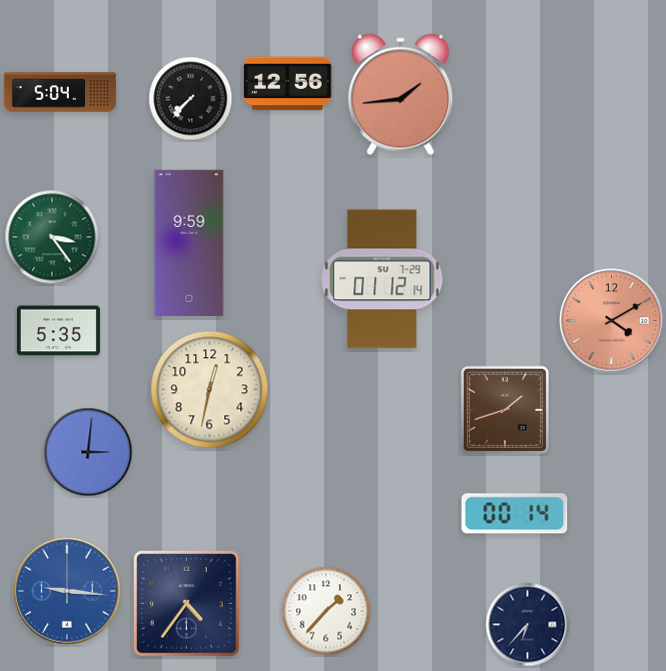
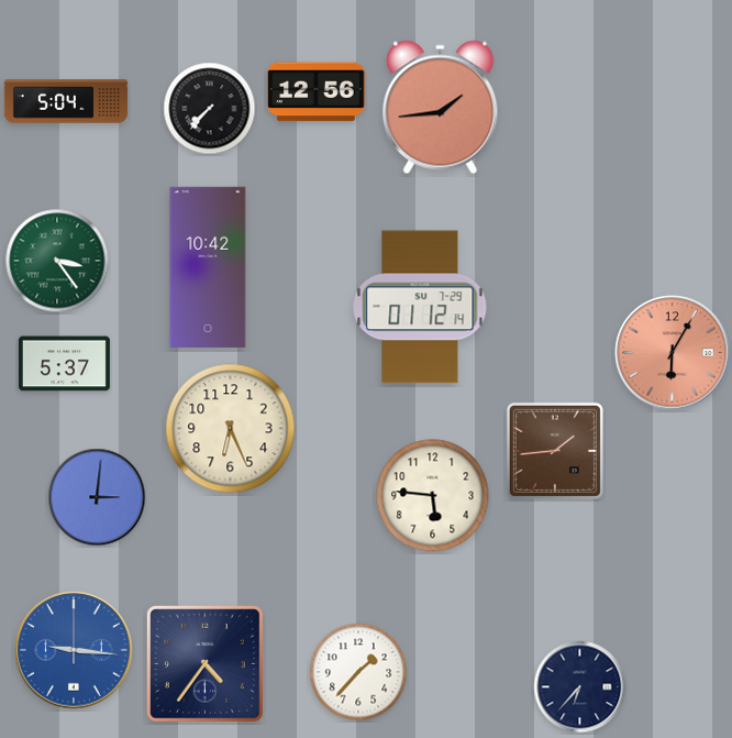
clock at (401, 95) position: (401, 95) -> (441, 108)
clock at (189, 243): 9:59 -> 10:42
clock at (612, 321): 4:10 -> 6:05
clock at (58, 331): 5:35 -> 5:37
clock at (210, 390): 12:32 -> 6:26
clock at (505, 410): 1:42 -> 1:44
clock at (433, 496): none -> 5:46
clock at (515, 514): 00:14 -> none
